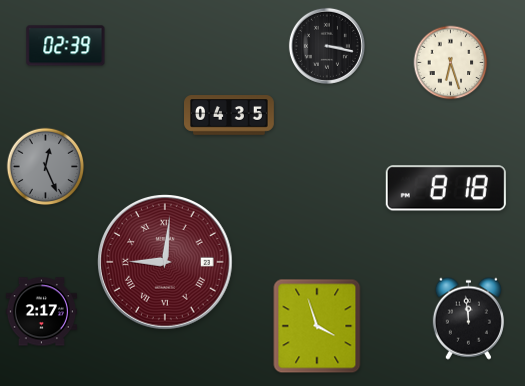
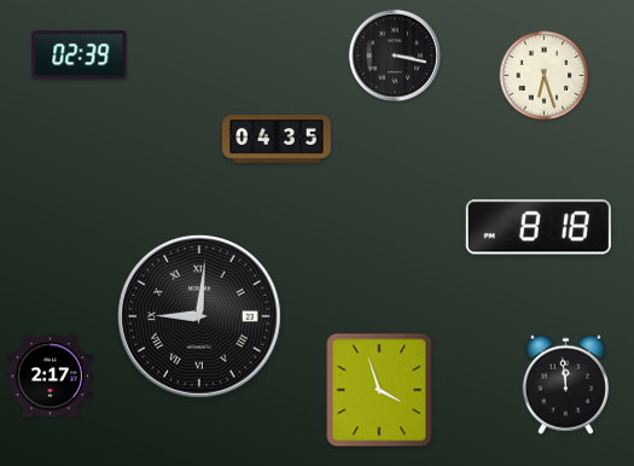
clock at (46, 167): 12:26 -> none
clock at (166, 263) dial: burgundy -> black
clock at (317, 326) position: (317, 326) -> (379, 390)
